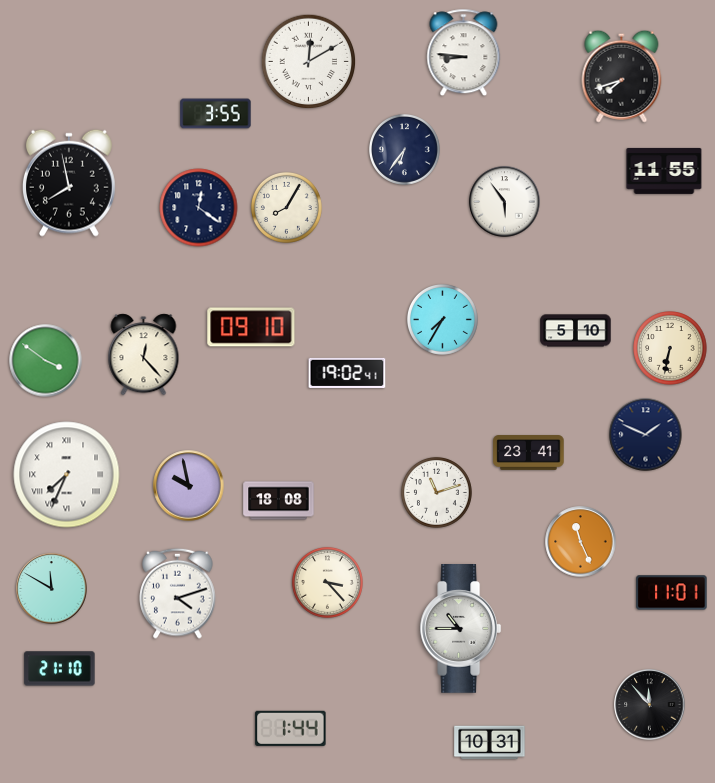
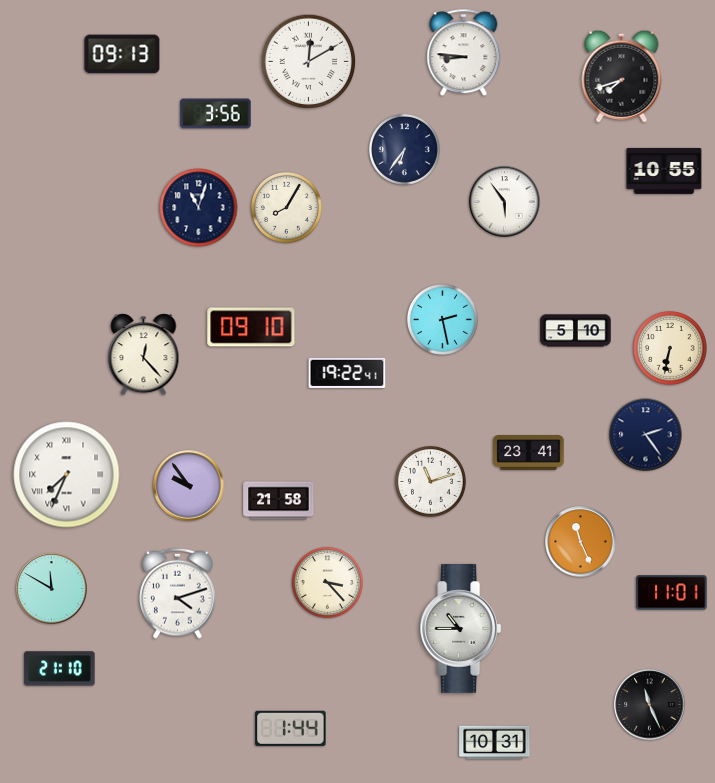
clock at (122, 54): none -> 09:13
clock at (216, 114): 3:55 -> 3:56
clock at (664, 171): 11:55 -> 10:55
clock at (69, 183): 7:58 -> none
clock at (199, 208): 12:21 -> 11:03
clock at (442, 319): 7:35 -> 2:28
clock at (46, 361): 3:51 -> none
clock at (347, 373): 19:02 -> 19:22
clock at (646, 435): 1:49 -> 2:24
clock at (189, 486): 9:58 -> 9:54
clock at (436, 492) position: (436, 492) -> (430, 481)
clock at (279, 501): 18:08 -> 21:58
clock at (650, 705): 11:53 -> 11:26
clock at (490, 743) position: (490, 743) -> (495, 743)
